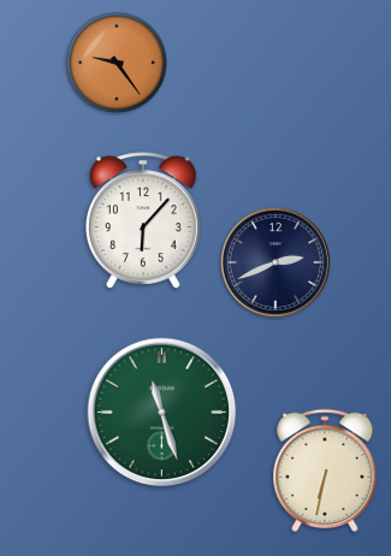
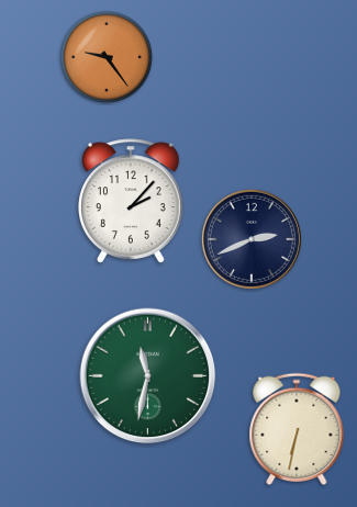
clock at (144, 220): 6:07 -> 2:07
clock at (162, 413): 11:27 -> 11:32
